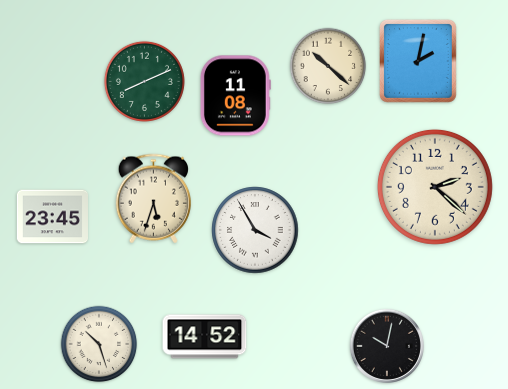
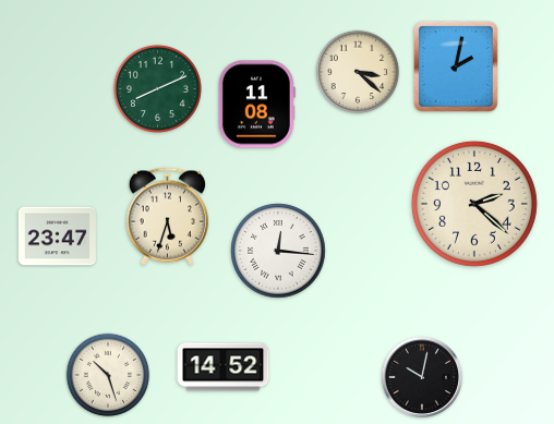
clock at (328, 66): 10:22 -> 3:22
clock at (52, 217): 23:45 -> 23:47
clock at (255, 230): 3:55 -> 12:16
